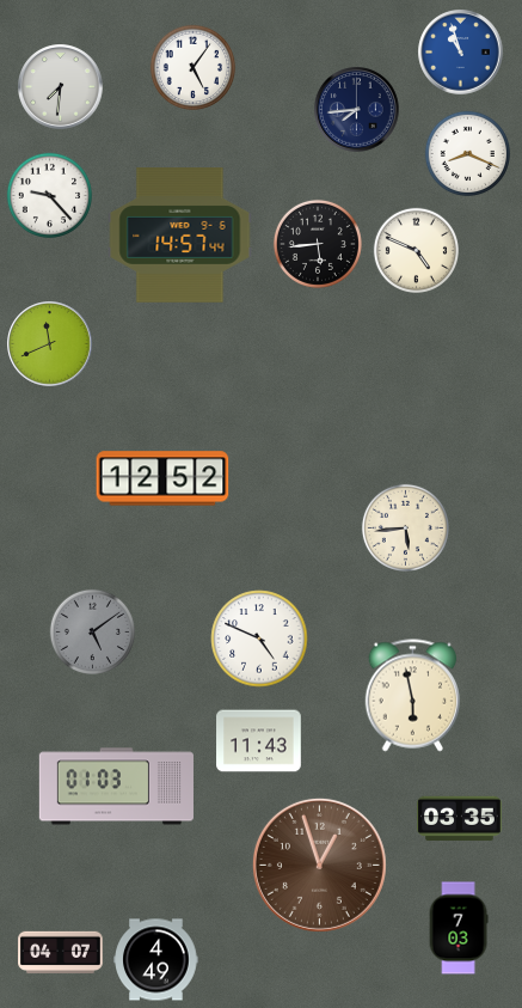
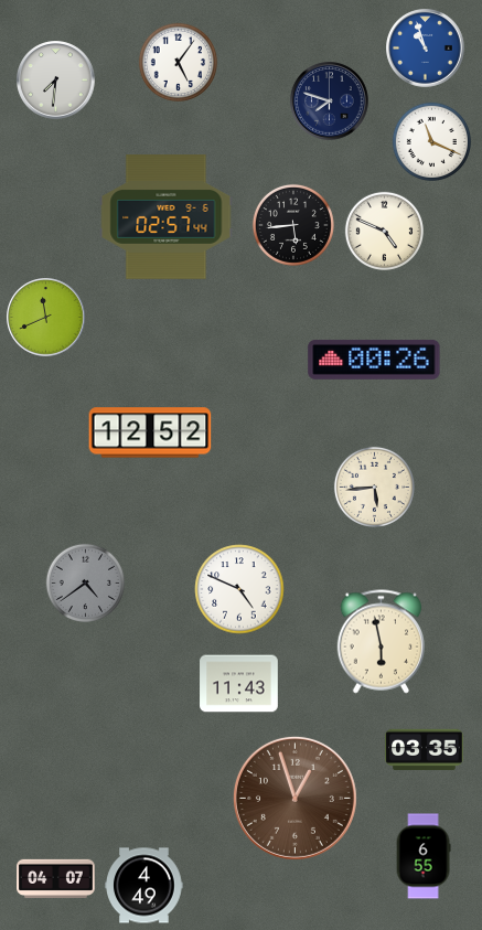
clock at (357, 110): 7:44 -> 7:48
clock at (467, 153): 8:19 -> 11:19
clock at (49, 195): 9:23 -> none
clock at (180, 236): 14:57 -> 02:57
clock at (374, 360): none -> 00:26
clock at (162, 478) position: (162, 478) -> (150, 432)
clock at (92, 631): 5:09 -> 4:39
clock at (116, 787): 01:03 -> none
clock at (460, 819) position: (460, 819) -> (425, 750)
clock at (459, 928): 7:03 -> 6:55
